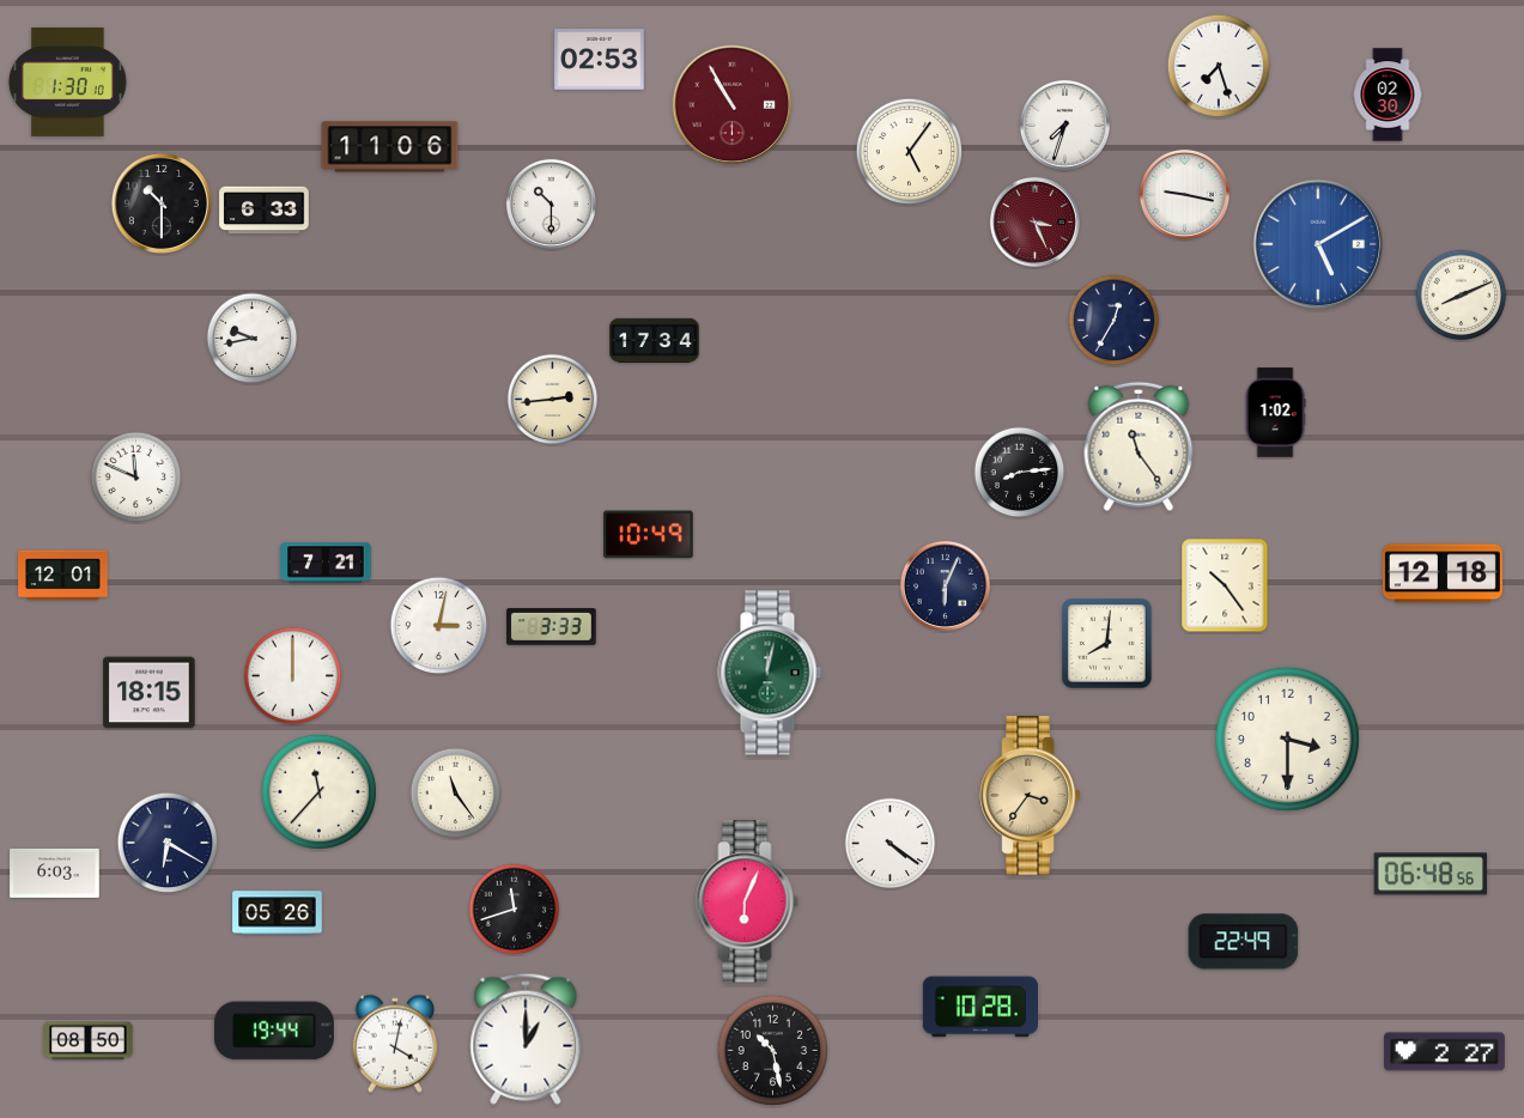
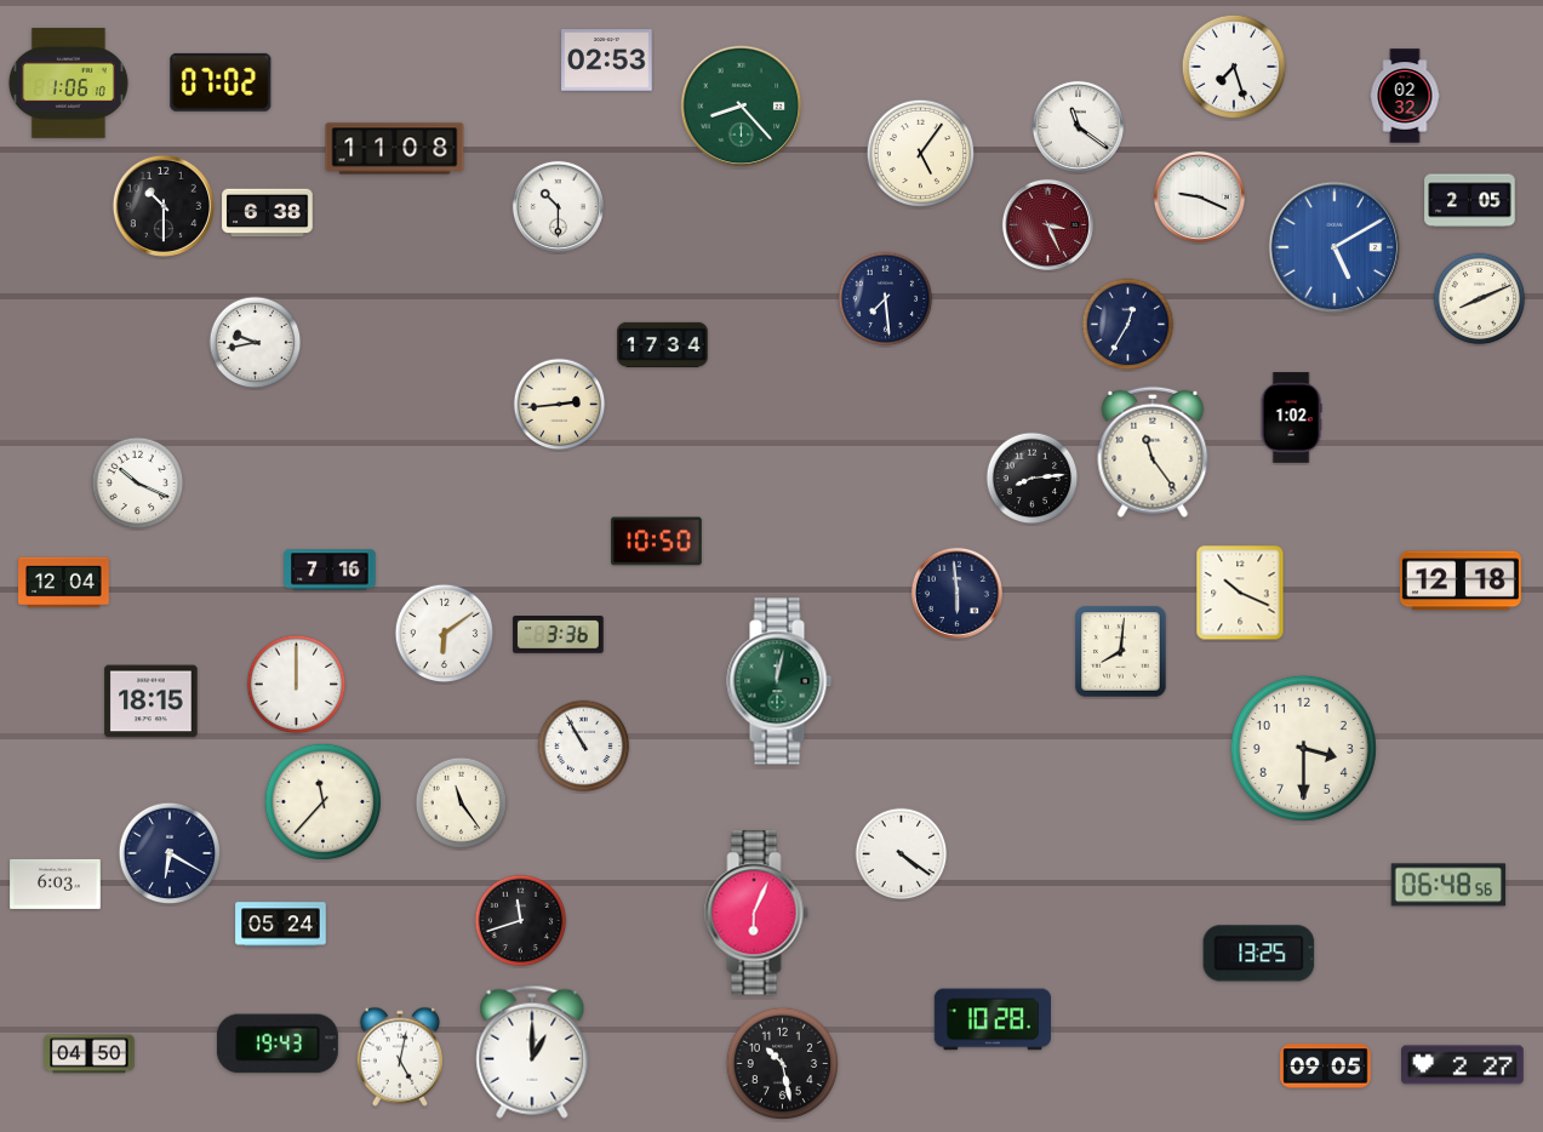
clock at (67, 81): 1:30 -> 1:06
clock at (221, 82): none -> 07:02
clock at (1388, 95): 02:30 -> 02:32
clock at (733, 105): 10:55 -> 8:23
clock at (733, 105) dial: burgundy -> green
clock at (1064, 124): 7:33 -> 11:21
clock at (390, 147): 11:06 -> 11:08
clock at (1184, 194): 9:17 -> 9:19
clock at (1470, 201): none -> 2:05
clock at (265, 211): 6:33 -> 6:38
clock at (886, 299): none -> 7:29
clock at (136, 478): 11:49 -> 10:19
clock at (649, 535): 10:49 -> 10:50
clock at (326, 563): 7:21 -> 7:16
clock at (63, 576): 12:01 -> 12:04
clock at (945, 585): 6:04 -> 5:59
clock at (1225, 585): 10:24 -> 10:19
clock at (439, 626): 3:02 -> 6:09
clock at (552, 627): 3:33 -> 3:36
clock at (584, 747): none -> 10:55
clock at (1031, 796): 3:36 -> none
clock at (278, 913): 05:26 -> 05:24
clock at (1244, 942): 22:49 -> 13:25
clock at (274, 1031): 19:44 -> 19:43
clock at (89, 1041): 08:50 -> 04:50
clock at (395, 1044): 4:02 -> 5:02
clock at (1326, 1067): none -> 09:05
